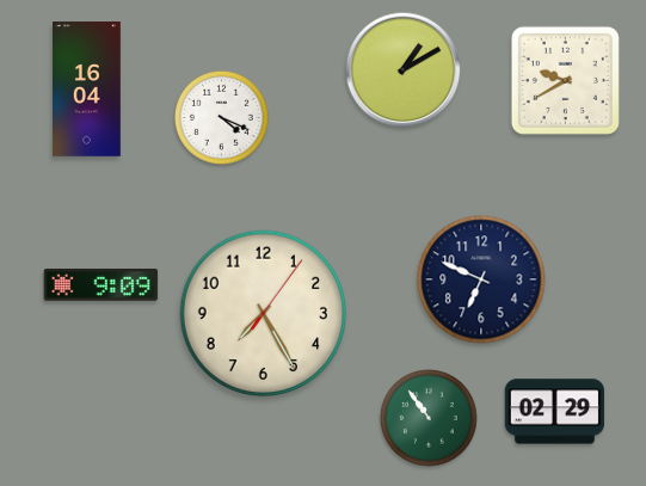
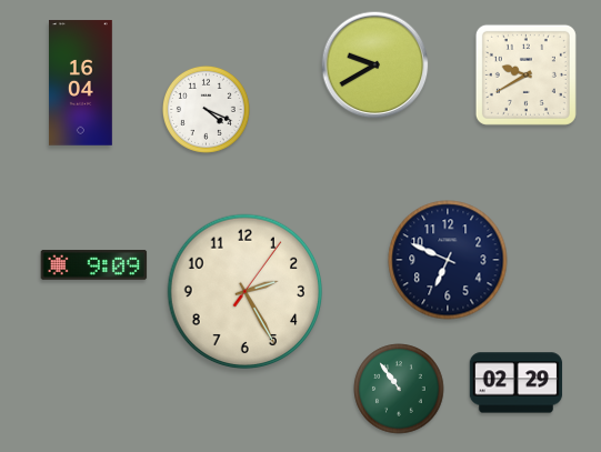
clock at (404, 70): 1:10 -> 9:40
clock at (264, 314): 7:25 -> 2:25
